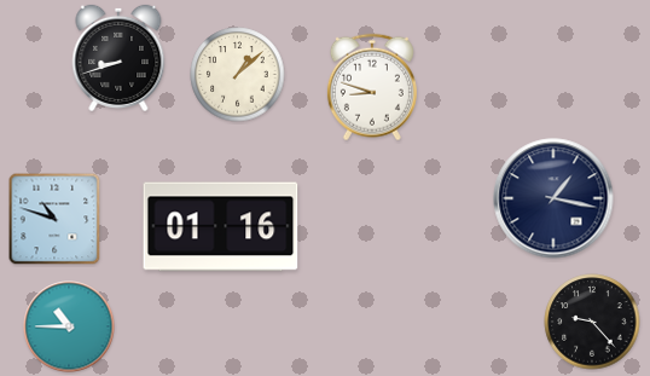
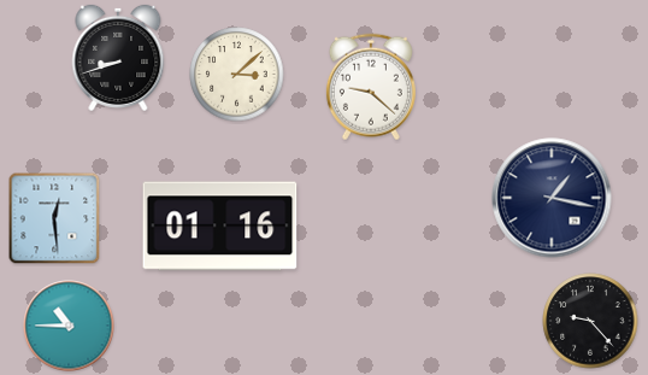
clock at (238, 75): 1:08 -> 3:08
clock at (372, 87): 8:48 -> 9:22
clock at (54, 219): 10:48 -> 12:29
